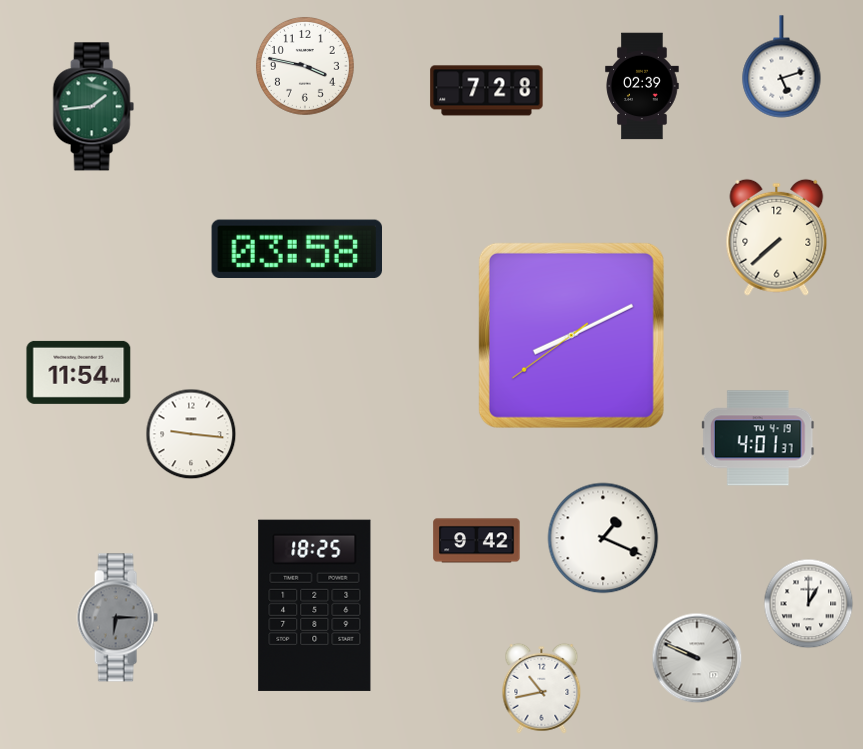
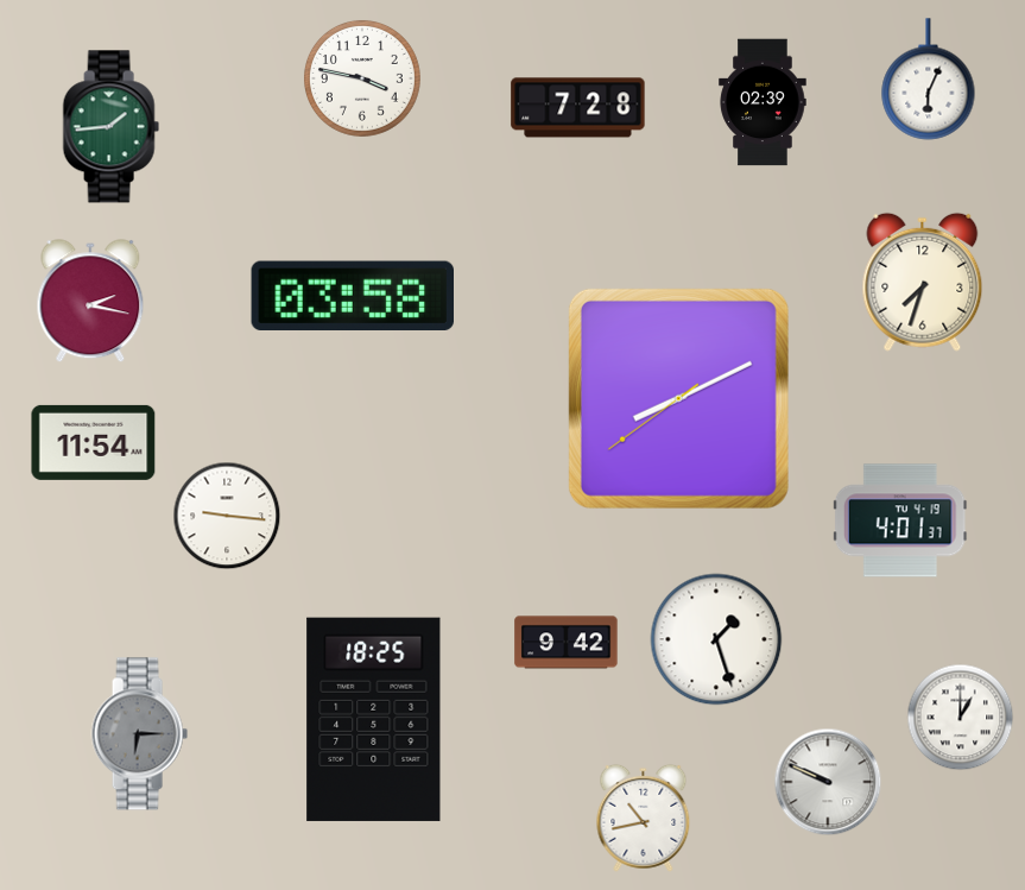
clock at (782, 67): 5:12 -> 6:04
clock at (777, 237): 7:38 -> 7:33
clock at (90, 302): none -> 2:17
clock at (603, 538): 1:19 -> 1:27
